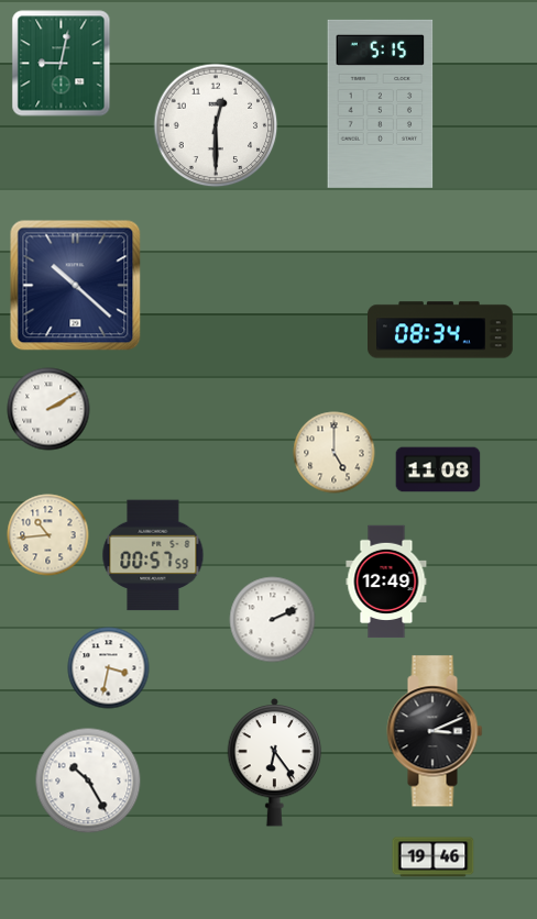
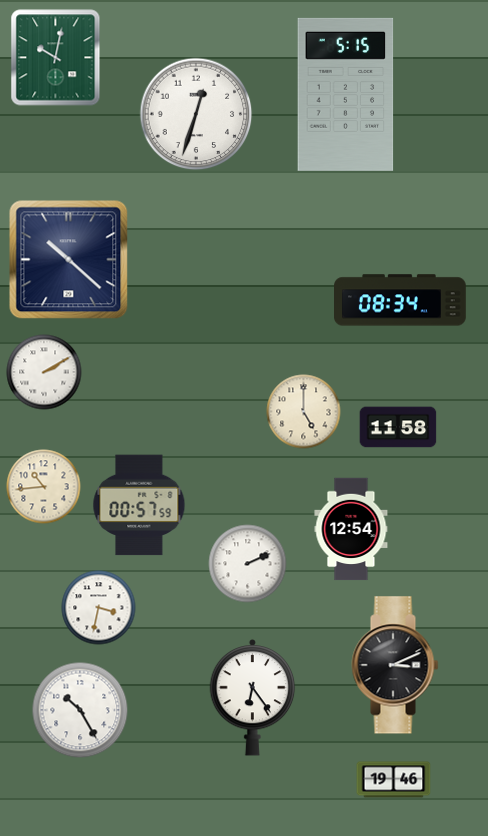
clock at (62, 64): 9:02 -> 10:02
clock at (216, 125): 12:30 -> 12:33
clock at (438, 469): 11:08 -> 11:58
clock at (386, 582): 12:49 -> 12:54
clock at (275, 762) position: (275, 762) -> (253, 697)
